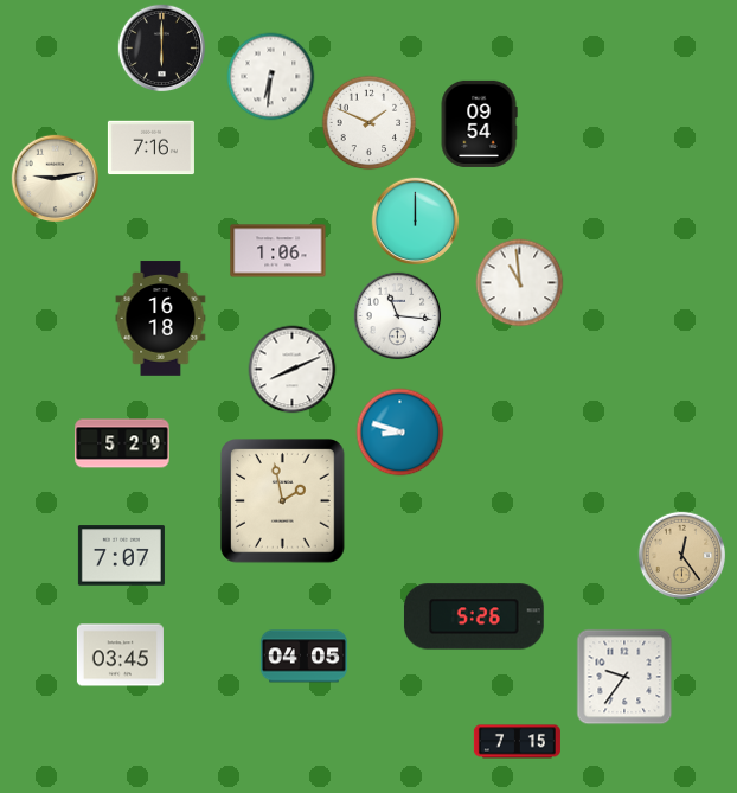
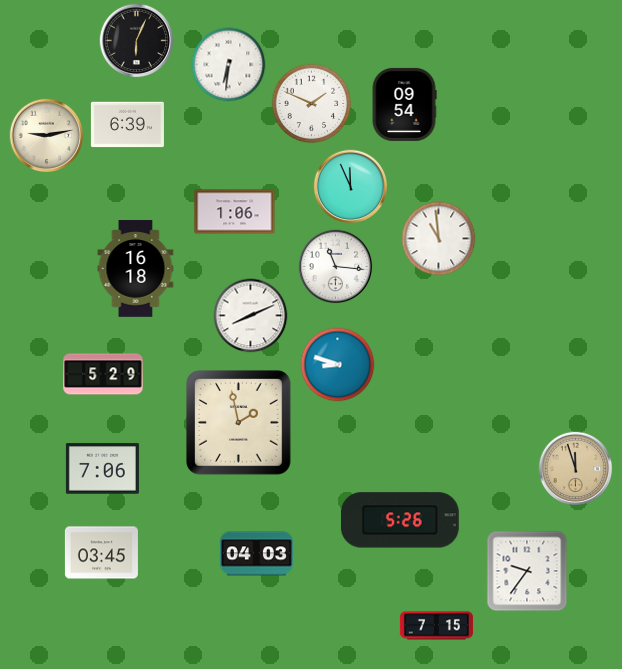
clock at (162, 49): 6:00 -> 6:04
clock at (150, 148): 7:16 -> 6:39
clock at (56, 179) position: (56, 179) -> (47, 136)
clock at (416, 222): 12:00 -> 11:56
clock at (293, 370) position: (293, 370) -> (251, 316)
clock at (121, 556): 7:07 -> 7:06
clock at (682, 556): 12:24 -> 11:57
clock at (303, 657): 04:05 -> 04:03
